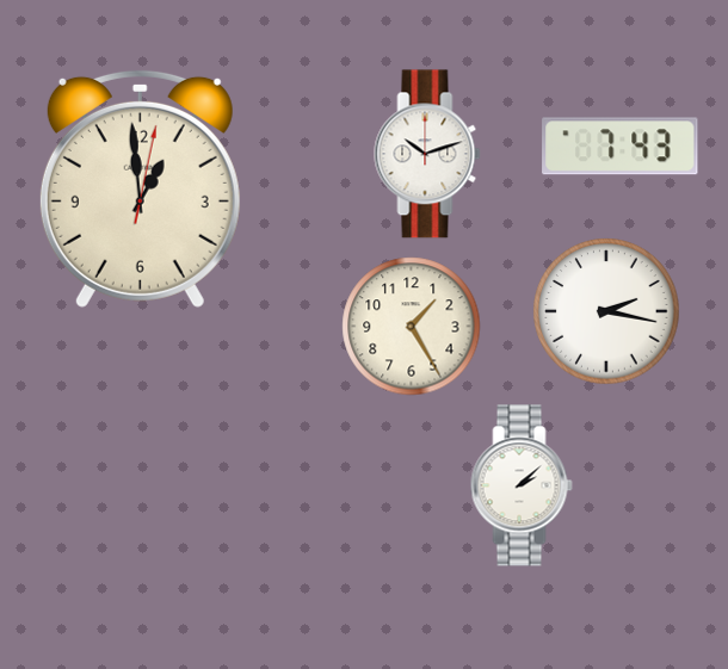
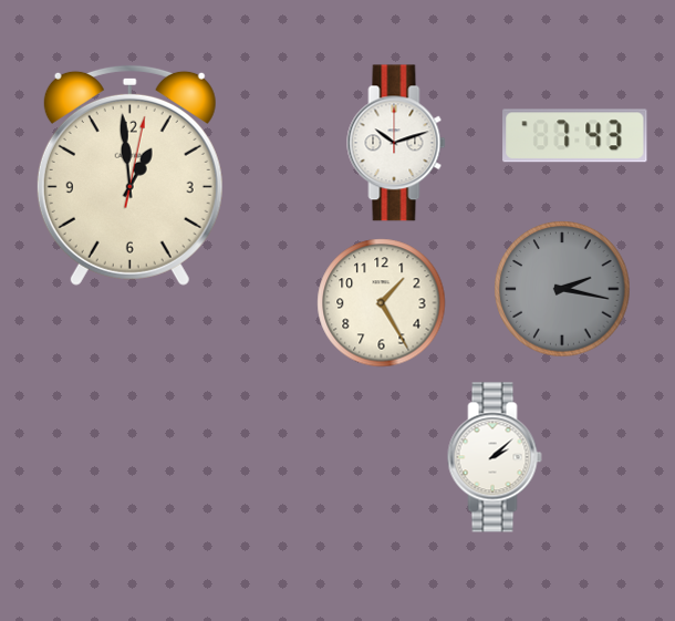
clock at (606, 311) dial: white -> grey
clock at (522, 485) position: (522, 485) -> (495, 457)
